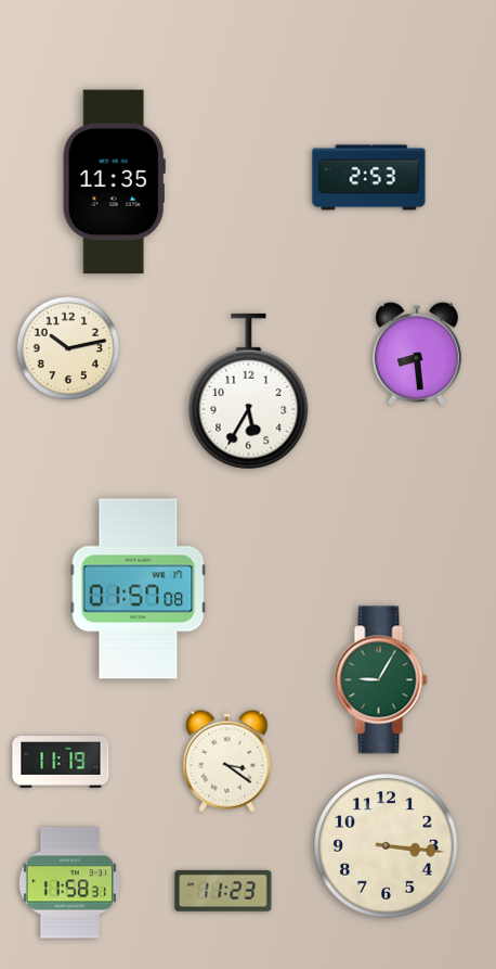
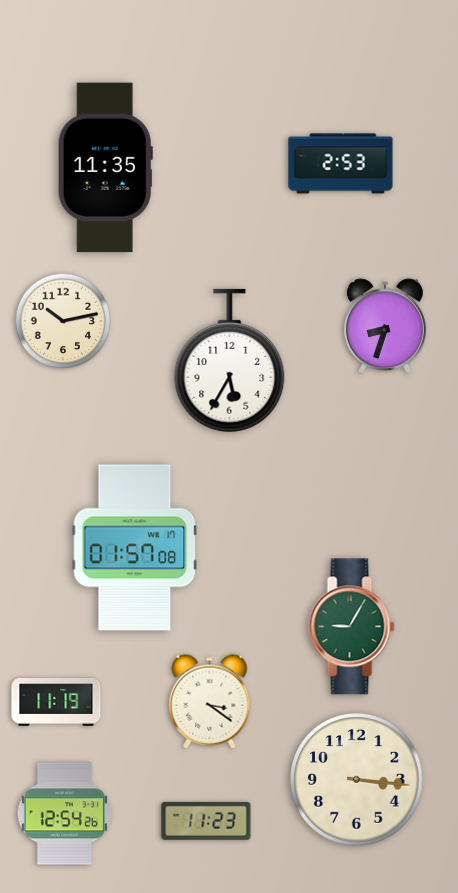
clock at (418, 354): 8:29 -> 8:33
clock at (139, 589) position: (139, 589) -> (135, 548)
clock at (69, 883): 11:58 -> 12:54
